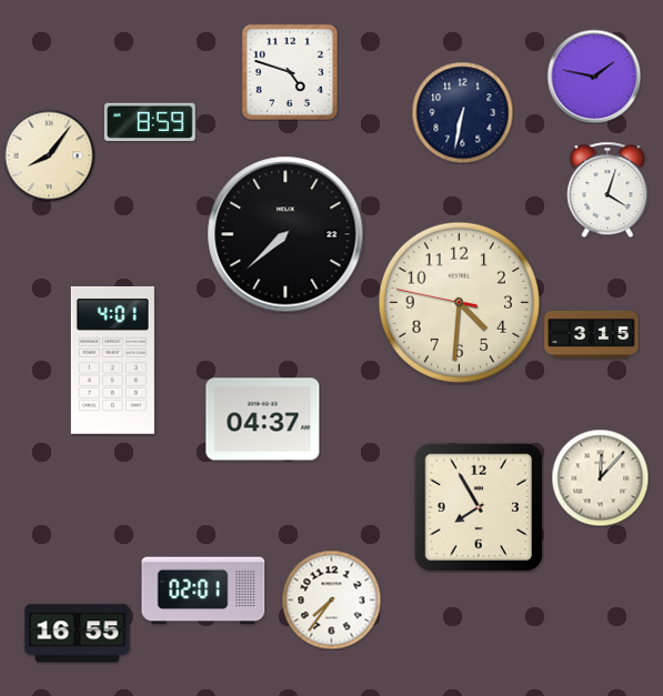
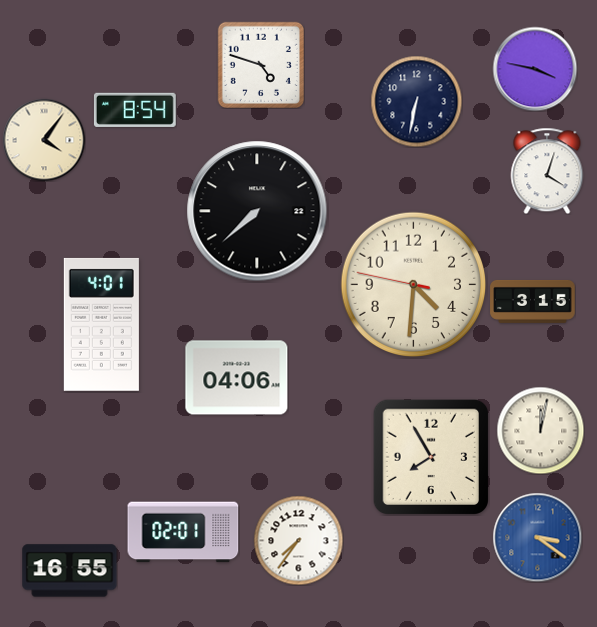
clock at (594, 77): 1:47 -> 3:47
clock at (150, 122): 8:59 -> 8:54
clock at (49, 155): 8:06 -> 4:06
clock at (460, 303) position: (460, 303) -> (414, 285)
clock at (263, 420): 04:37 -> 04:06
clock at (600, 477): 12:07 -> 12:02
clock at (537, 537): none -> 3:21
